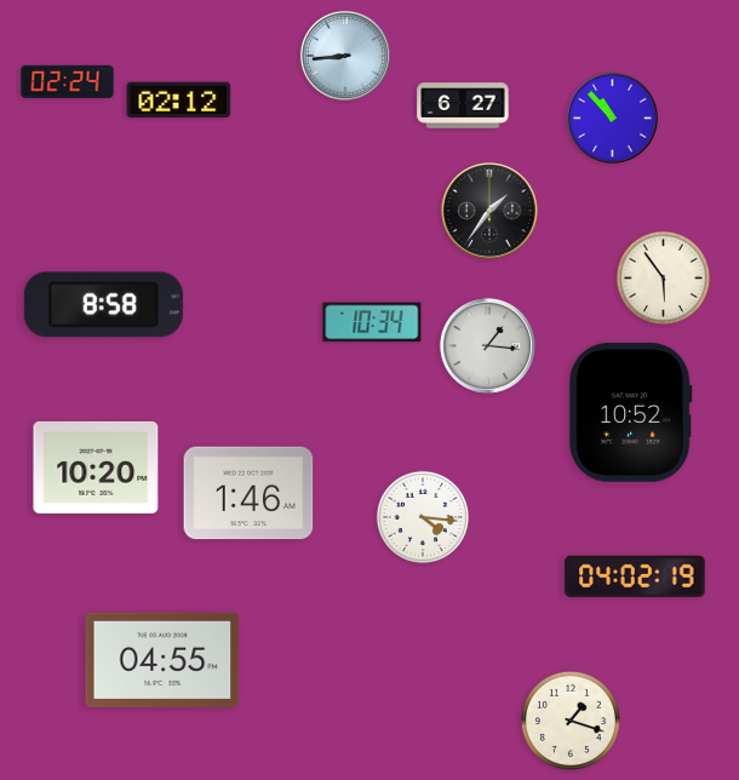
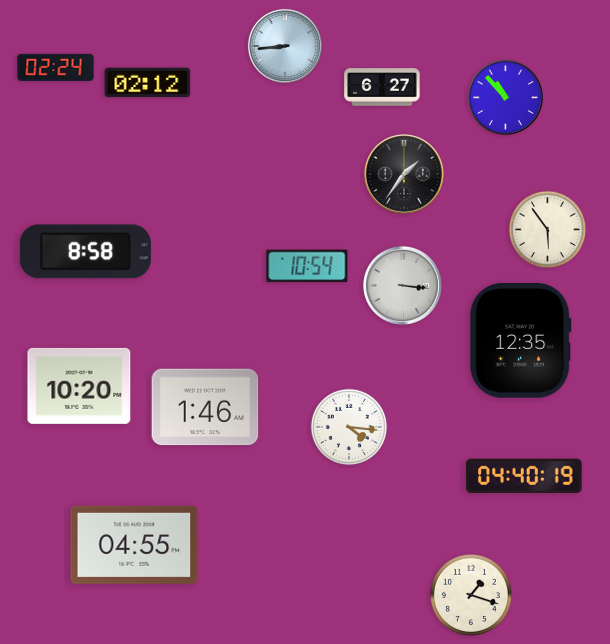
clock at (372, 322): 10:34 -> 10:54
clock at (487, 345): 1:16 -> 3:16
clock at (631, 413): 10:52 -> 12:35
clock at (635, 575): 04:02 -> 04:40
